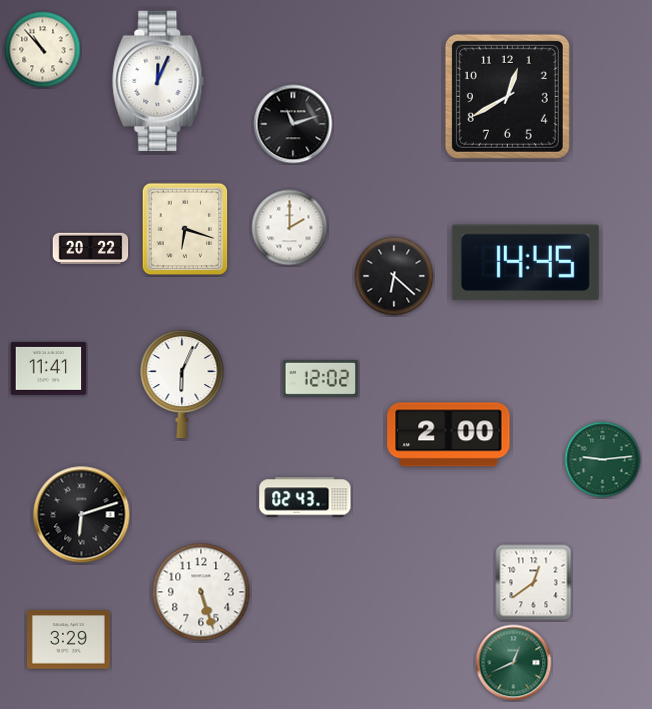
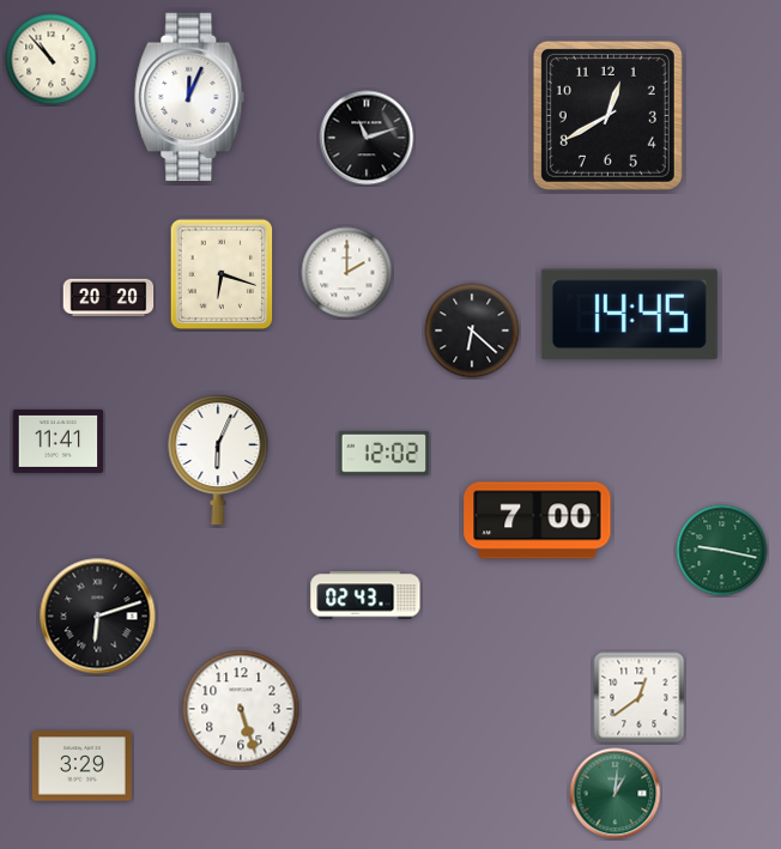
clock at (293, 124) position: (293, 124) -> (367, 138)
clock at (91, 249): 20:22 -> 20:20
clock at (449, 435): 2:00 -> 7:00
clock at (603, 460): 9:14 -> 9:17
clock at (514, 663): 12:41 -> 1:01
